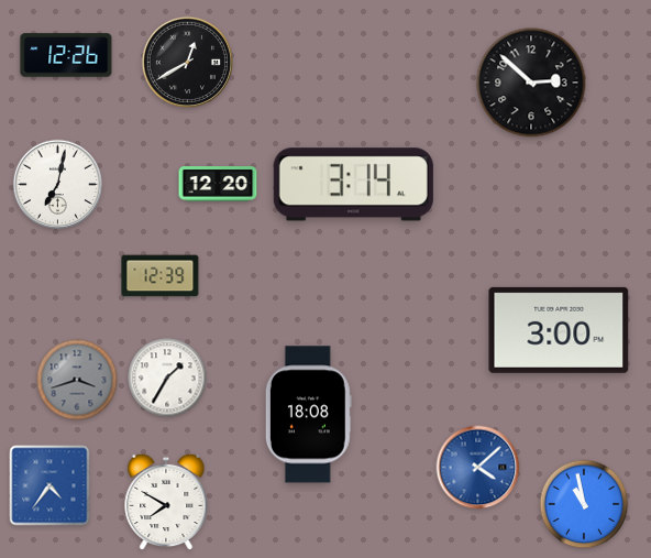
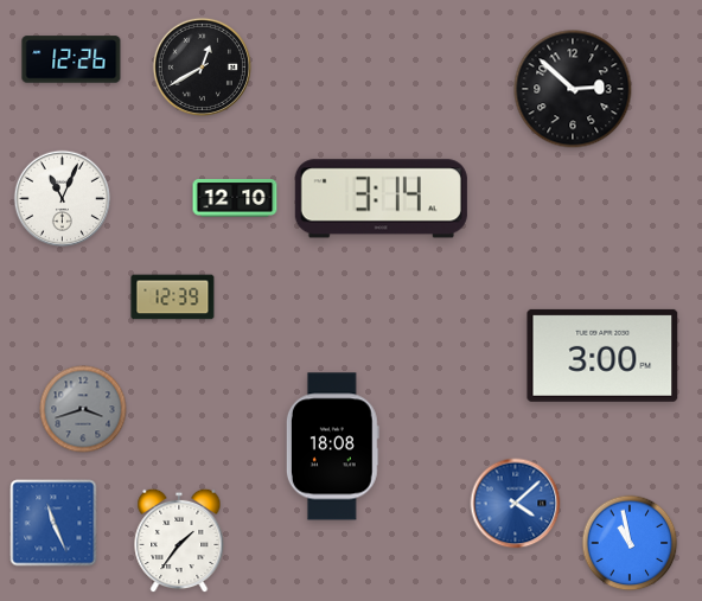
clock at (58, 185): 7:02 -> 11:04
clock at (218, 185): 12:20 -> 12:10
clock at (167, 378): 1:35 -> none
clock at (49, 485): 4:36 -> 11:26
clock at (166, 502): 7:50 -> 1:36
